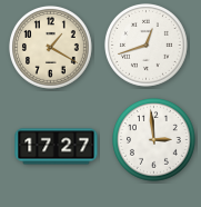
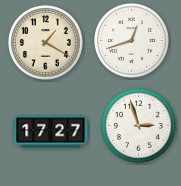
clock at (154, 140): 2:59 -> 2:57
